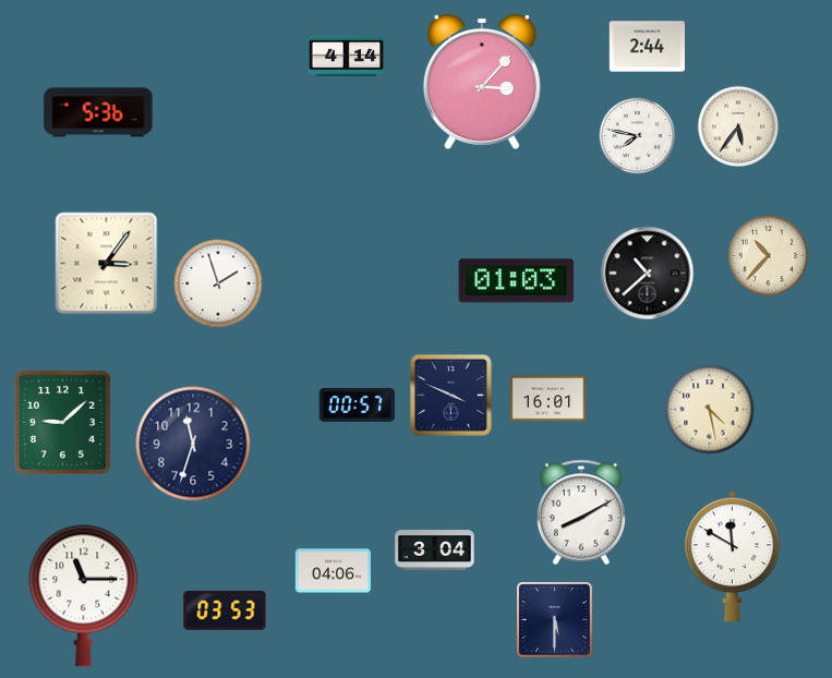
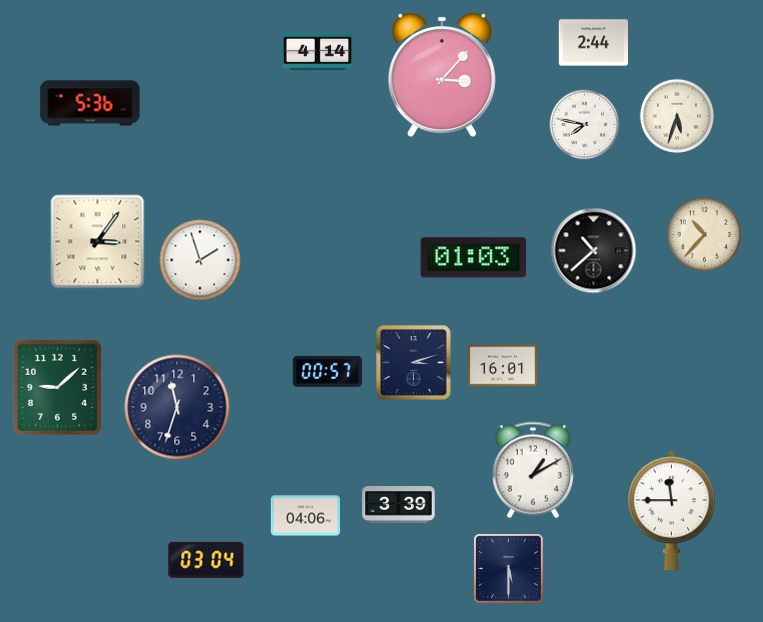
clock at (738, 126): 5:36 -> 5:33
clock at (451, 396): 3:49 -> 3:12
clock at (710, 410): 4:28 -> none
clock at (581, 512): 8:10 -> 1:10
clock at (435, 550): 3:04 -> 3:39
clock at (732, 557): 11:50 -> 11:45
clock at (333, 571) position: (333, 571) -> (305, 516)
clock at (84, 596): 11:15 -> none
clock at (225, 610): 03:53 -> 03:04
